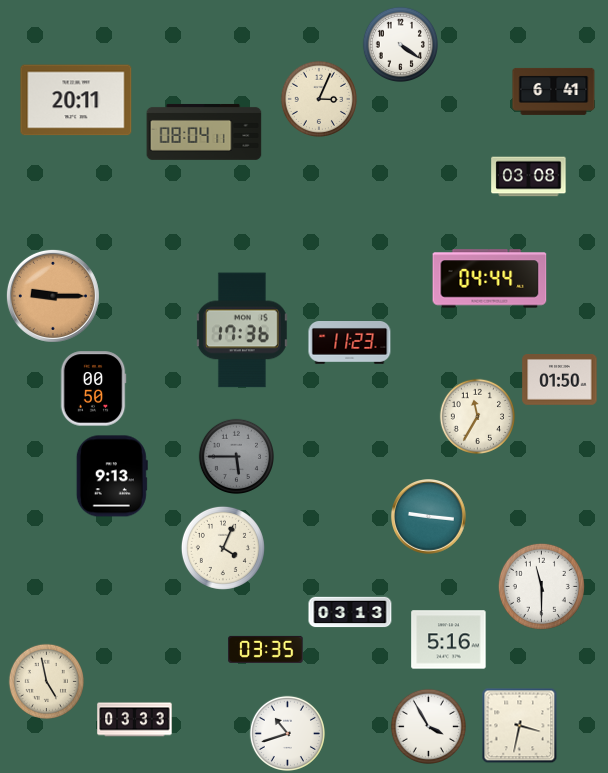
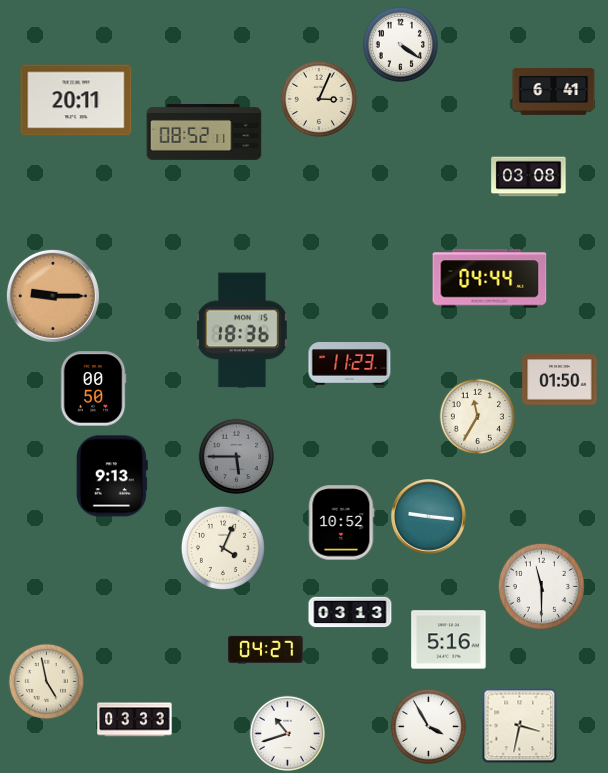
clock at (204, 132): 08:04 -> 08:52
clock at (242, 330): 17:36 -> 18:36
clock at (350, 343) position: (350, 343) -> (350, 364)
clock at (341, 523): none -> 10:52
clock at (266, 649): 03:35 -> 04:27
